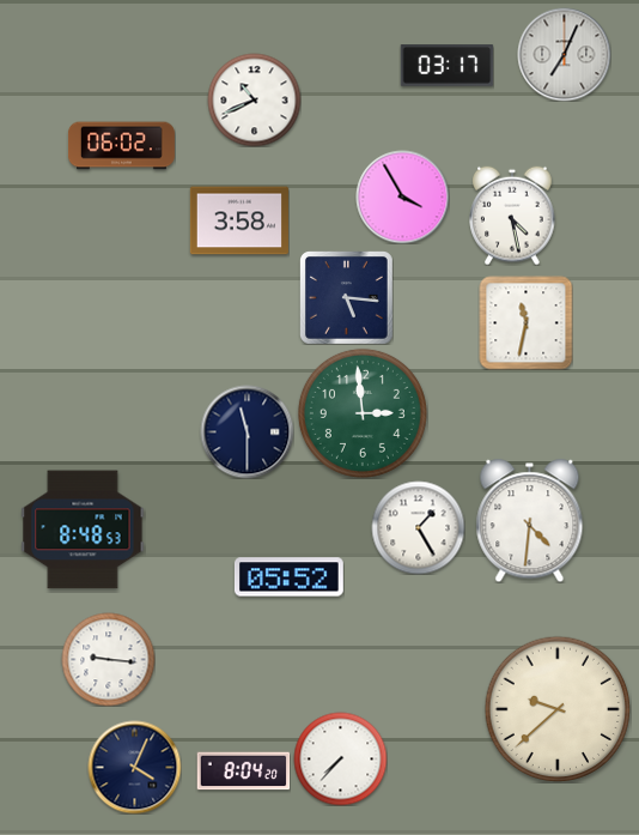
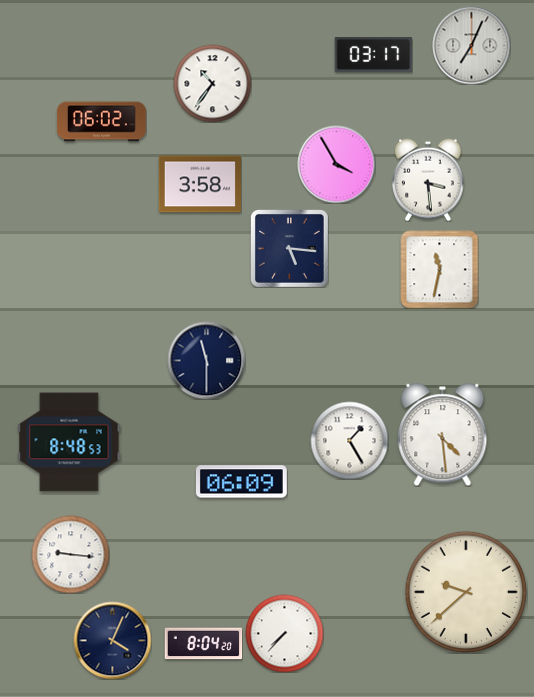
clock at (254, 99): 10:41 -> 10:36
clock at (512, 216): 4:28 -> 3:29
clock at (363, 413): 2:59 -> none
clock at (530, 520): 4:31 -> 4:29
clock at (288, 577): 05:52 -> 06:09
clock at (108, 659) position: (108, 659) -> (70, 554)
